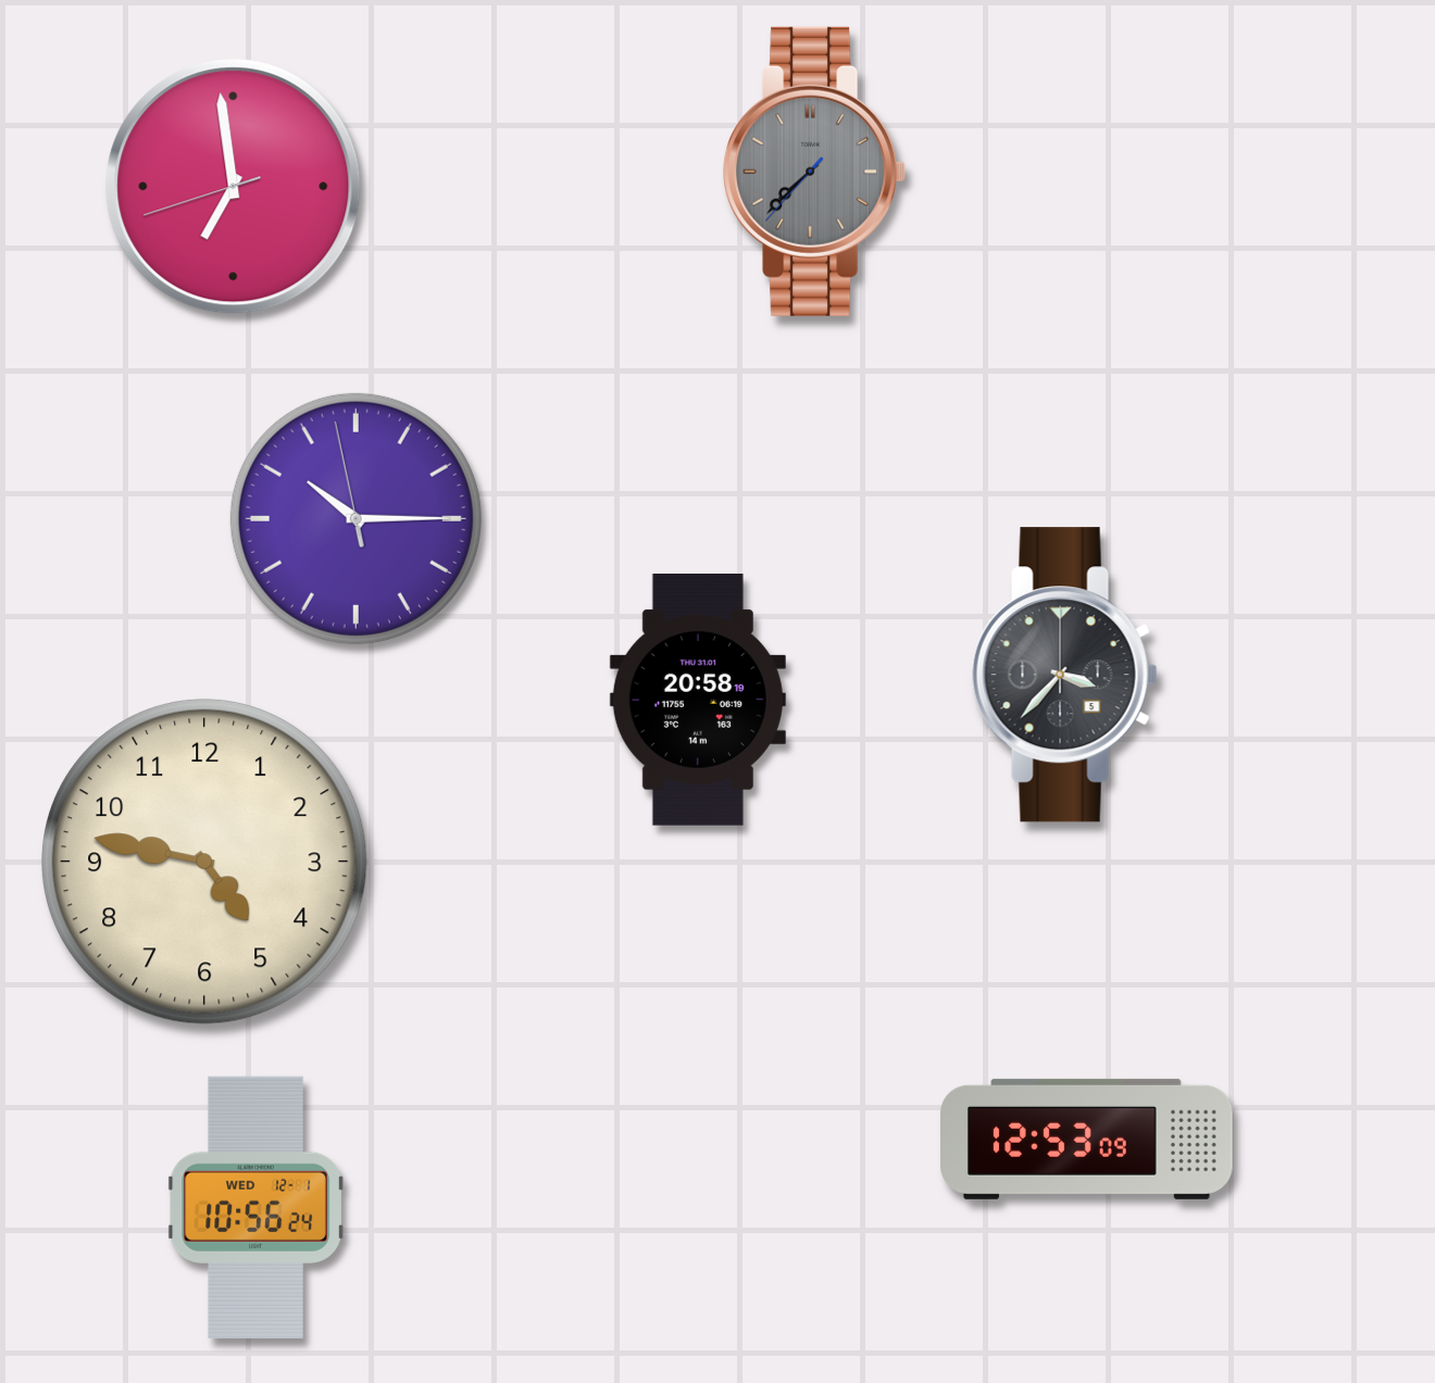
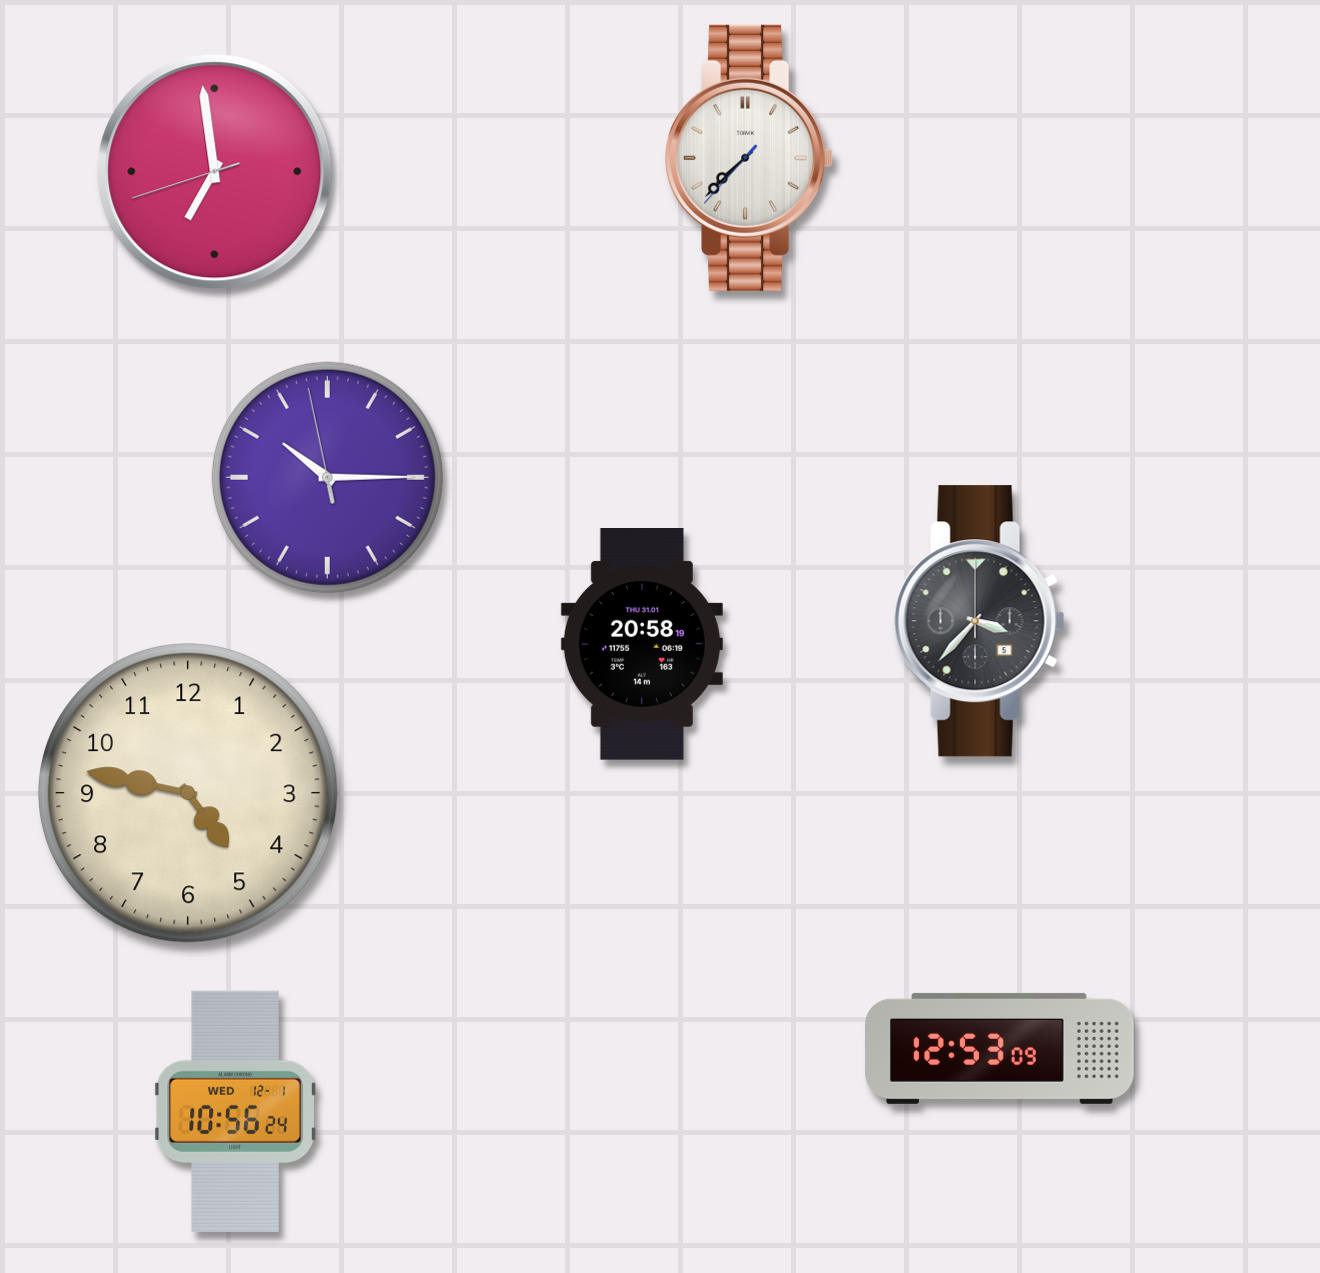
clock at (814, 172) dial: grey -> white
